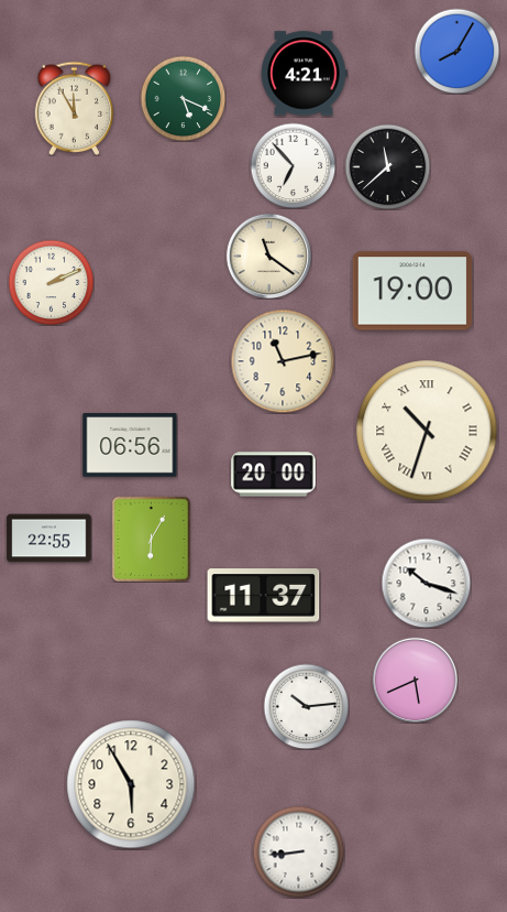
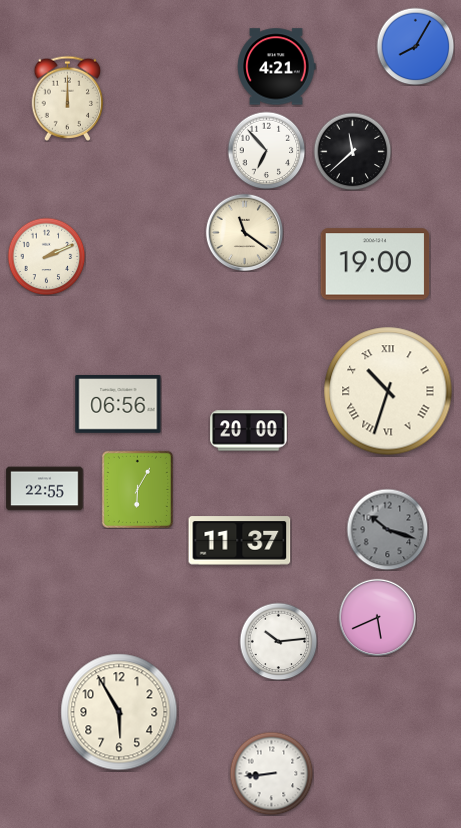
clock at (183, 98): 5:19 -> none
clock at (75, 108): 11:55 -> 12:00
clock at (283, 361): 11:13 -> none
clock at (426, 583) dial: white -> grey
